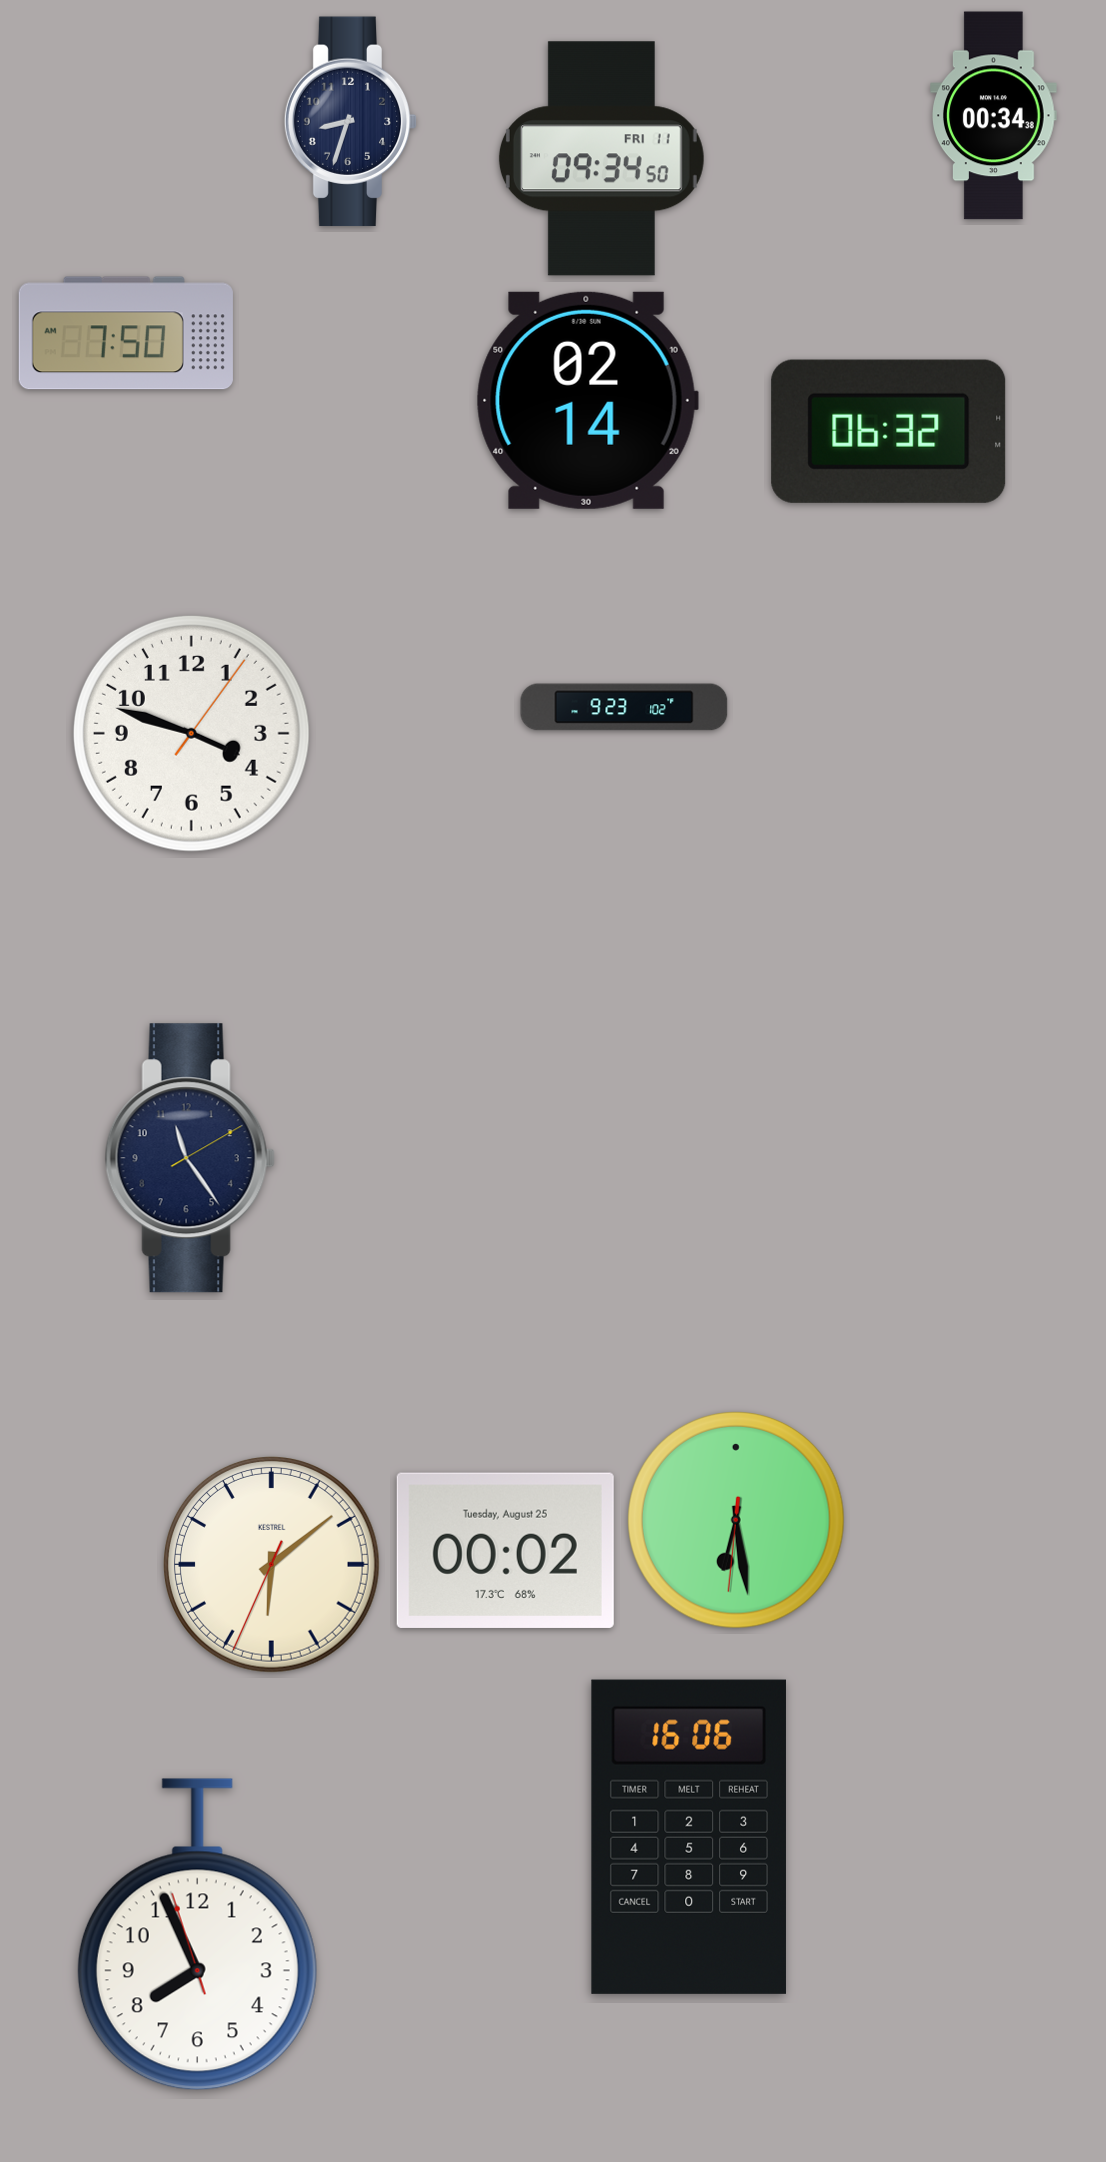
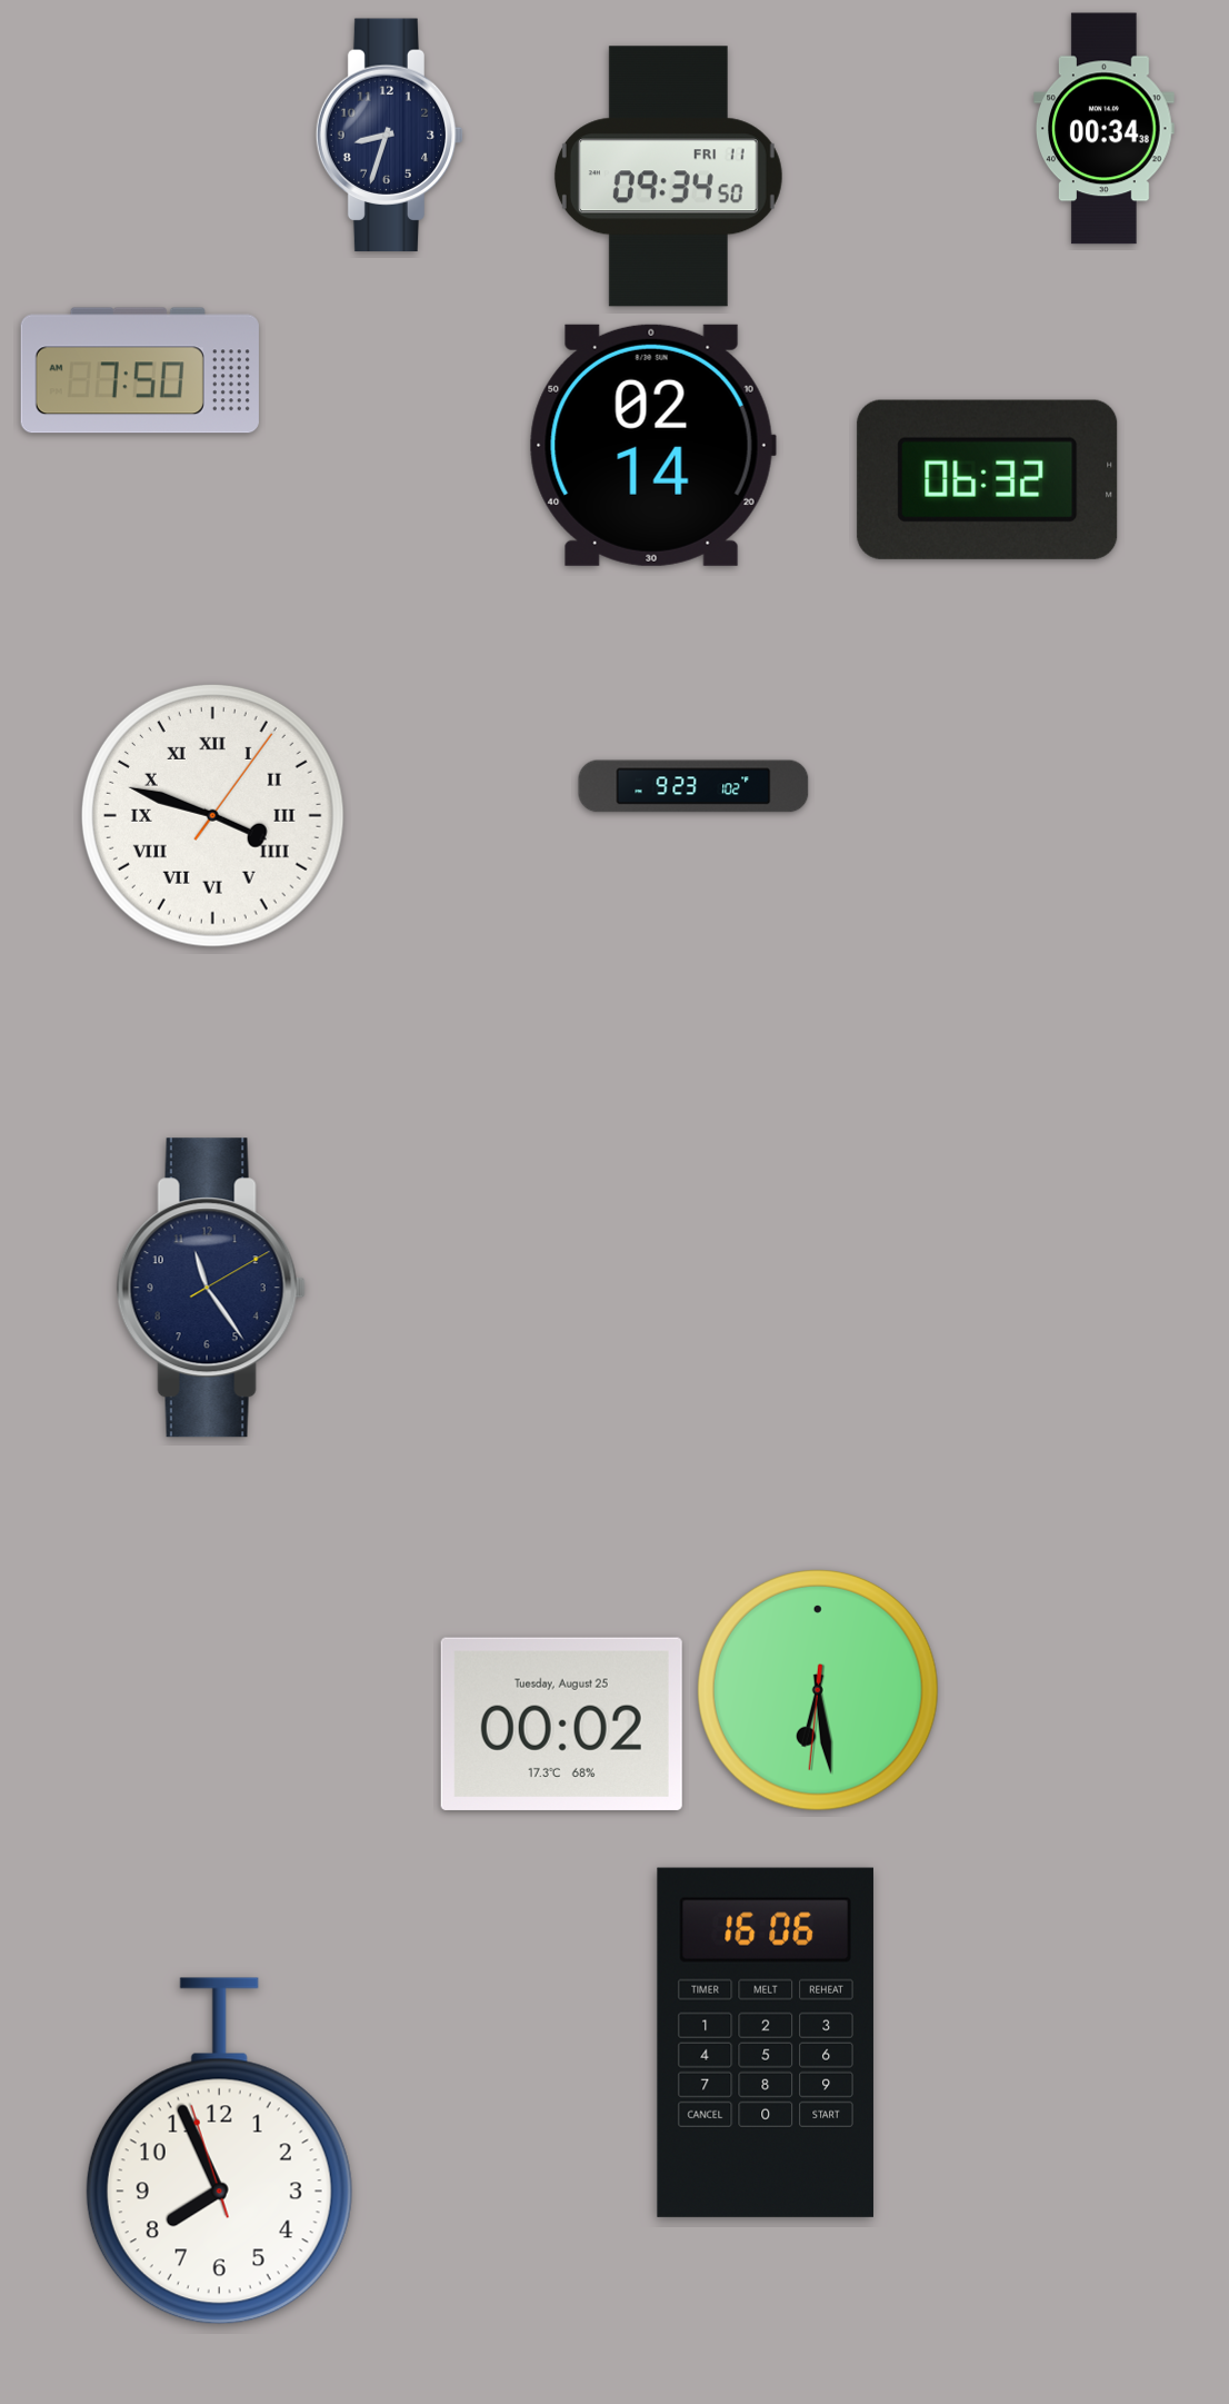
clock at (191, 733) numerals: Arabic -> Roman
clock at (272, 1565): 6:08 -> none
